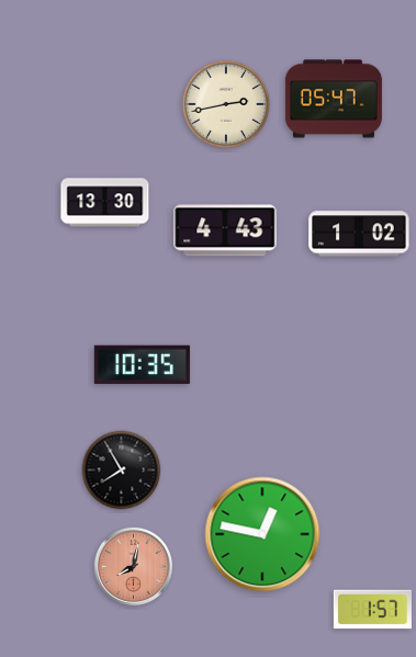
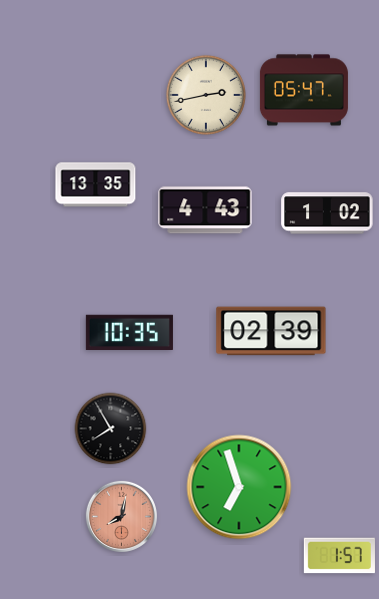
clock at (105, 203): 13:30 -> 13:35
clock at (271, 331): none -> 02:39
clock at (262, 534): 12:47 -> 6:57
